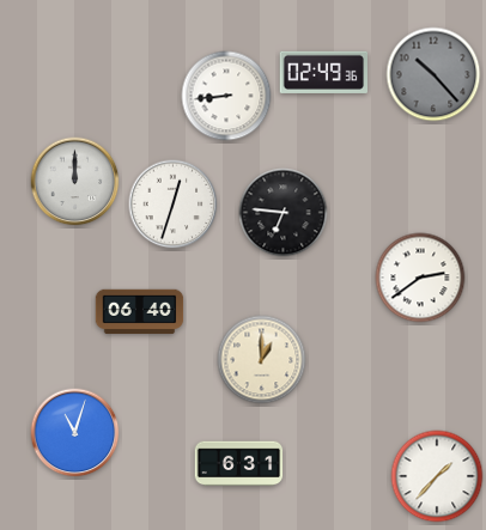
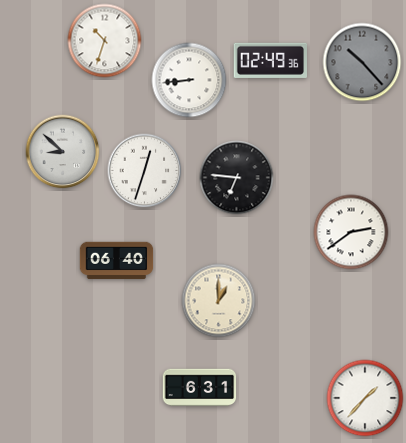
clock at (105, 41): none -> 10:33
clock at (75, 182): 12:00 -> 8:52
clock at (75, 433): 11:03 -> none
